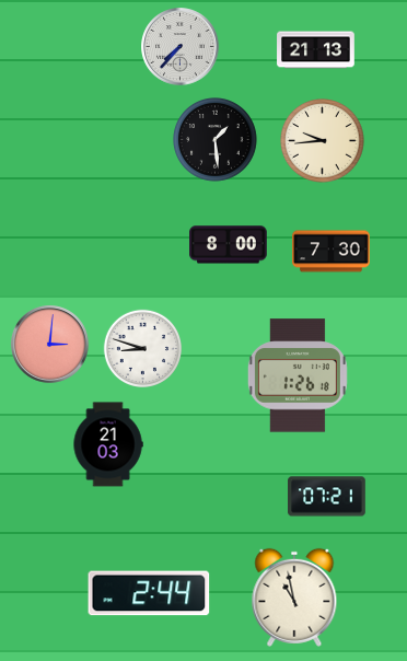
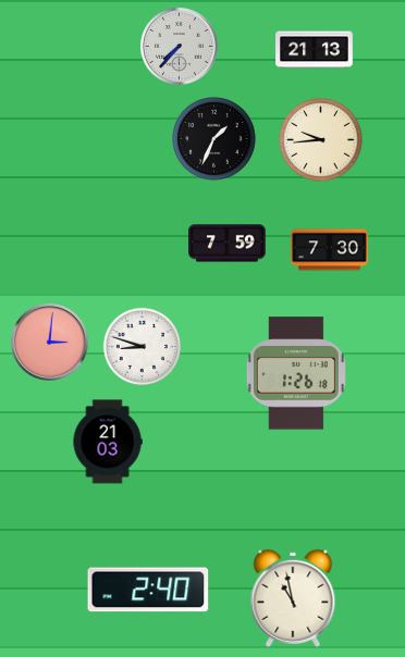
clock at (216, 140): 1:29 -> 1:34
clock at (229, 245): 8:00 -> 7:59
clock at (327, 497): 07:21 -> none
clock at (149, 593): 2:44 -> 2:40
clock at (294, 598) position: (294, 598) -> (293, 598)
